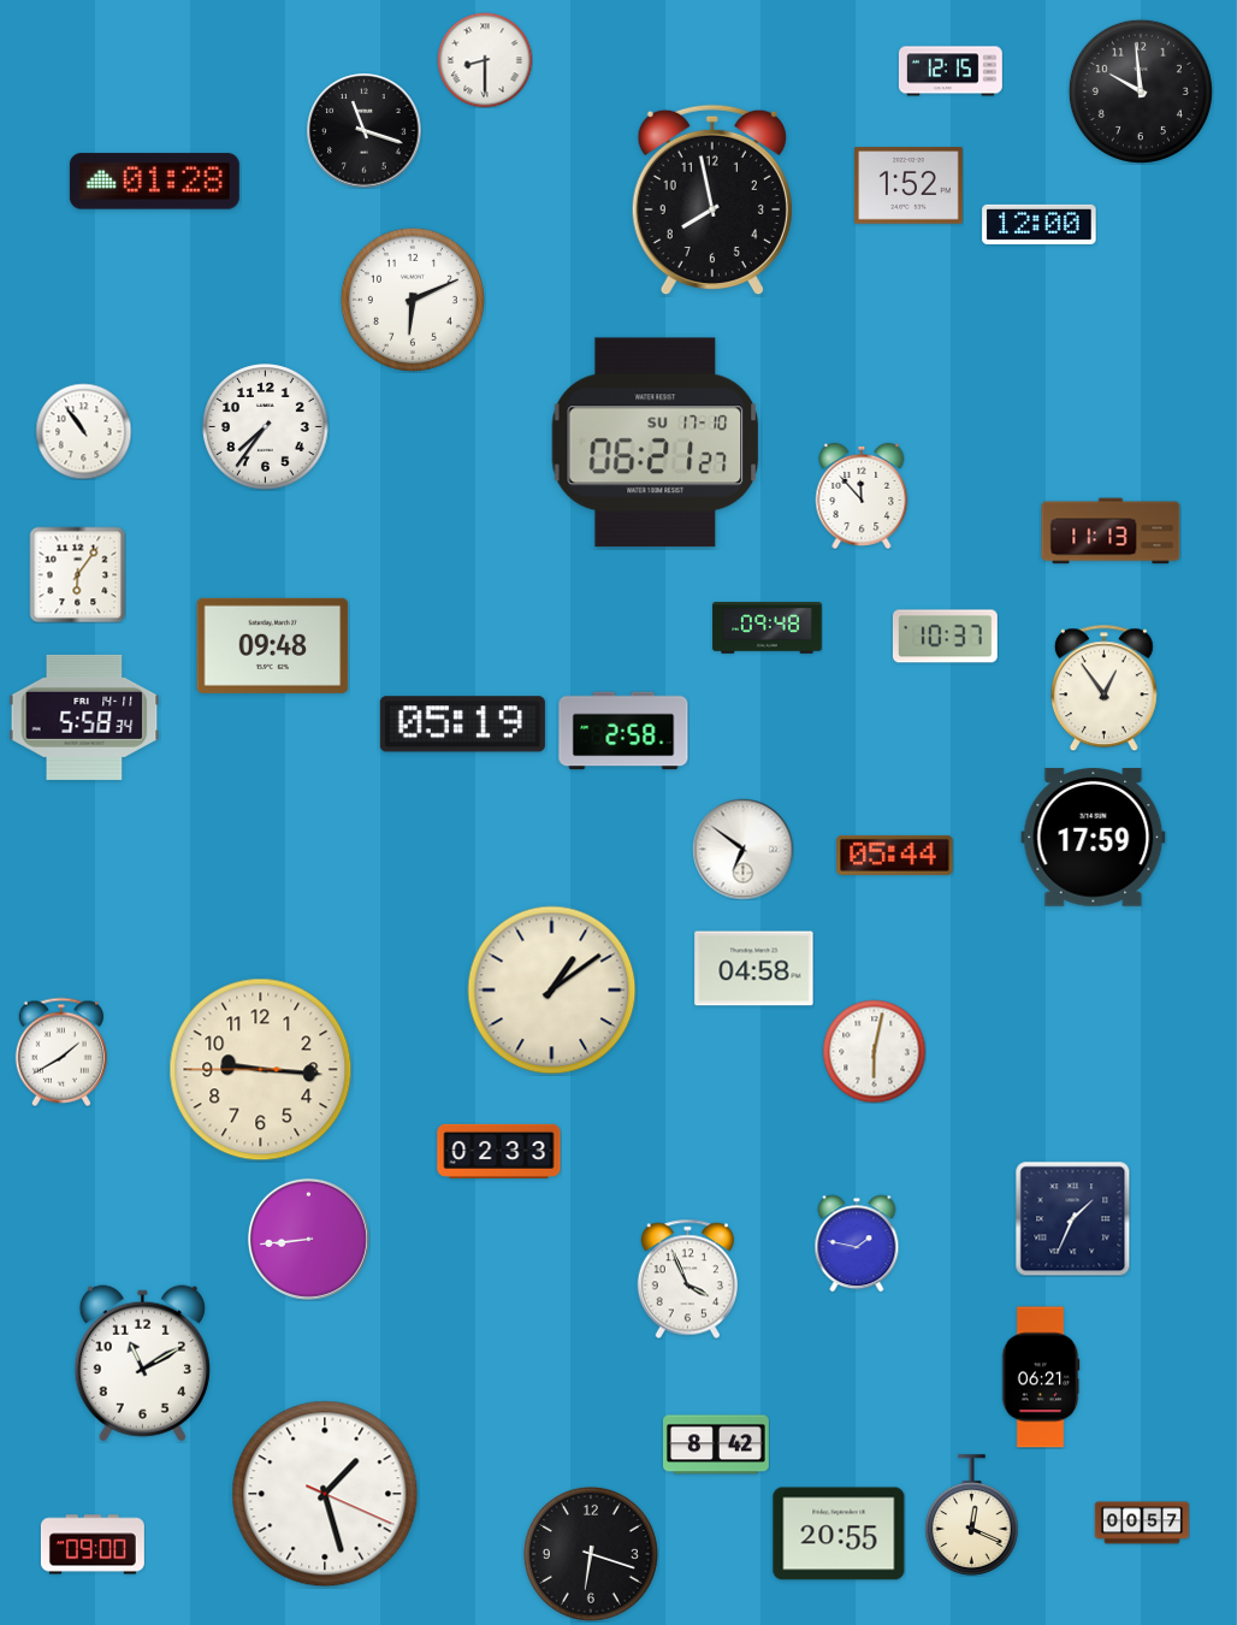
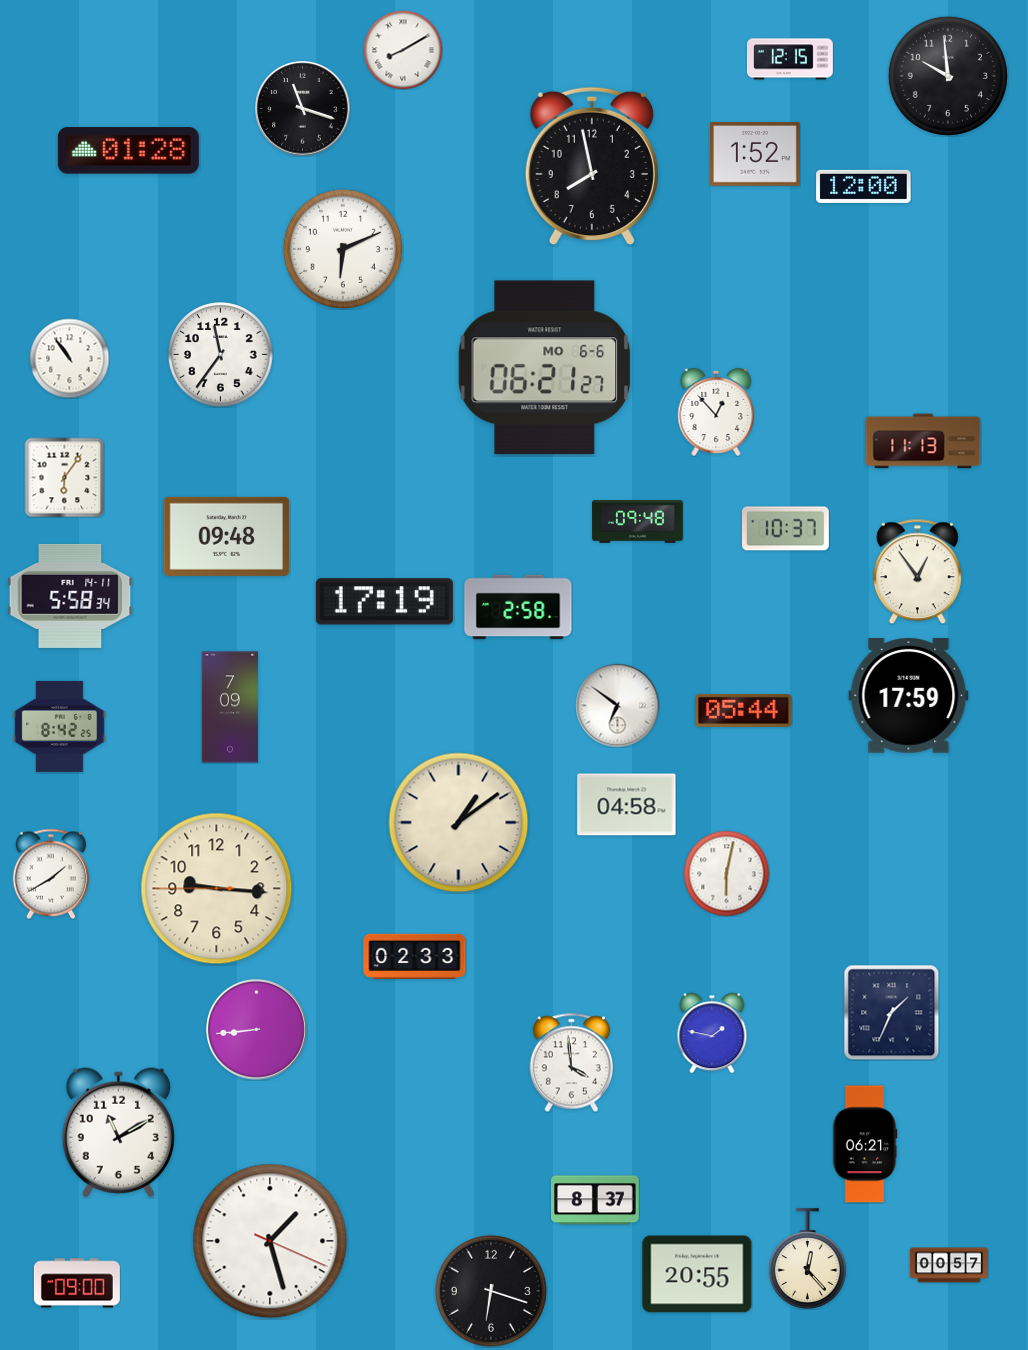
clock at (485, 60): 8:30 -> 8:10
clock at (266, 427): 7:36 -> 11:36
clock at (656, 443) date: SU 17-10 -> MO 6-6
clock at (862, 496): 11:53 -> 12:53
clock at (462, 725): 05:19 -> 17:19
clock at (230, 707): none -> 7:09
clock at (60, 726): none -> 8:42
clock at (687, 1278): 3:56 -> 3:59
clock at (717, 1444): 8:42 -> 8:37
clock at (972, 1515): 12:19 -> 12:23
